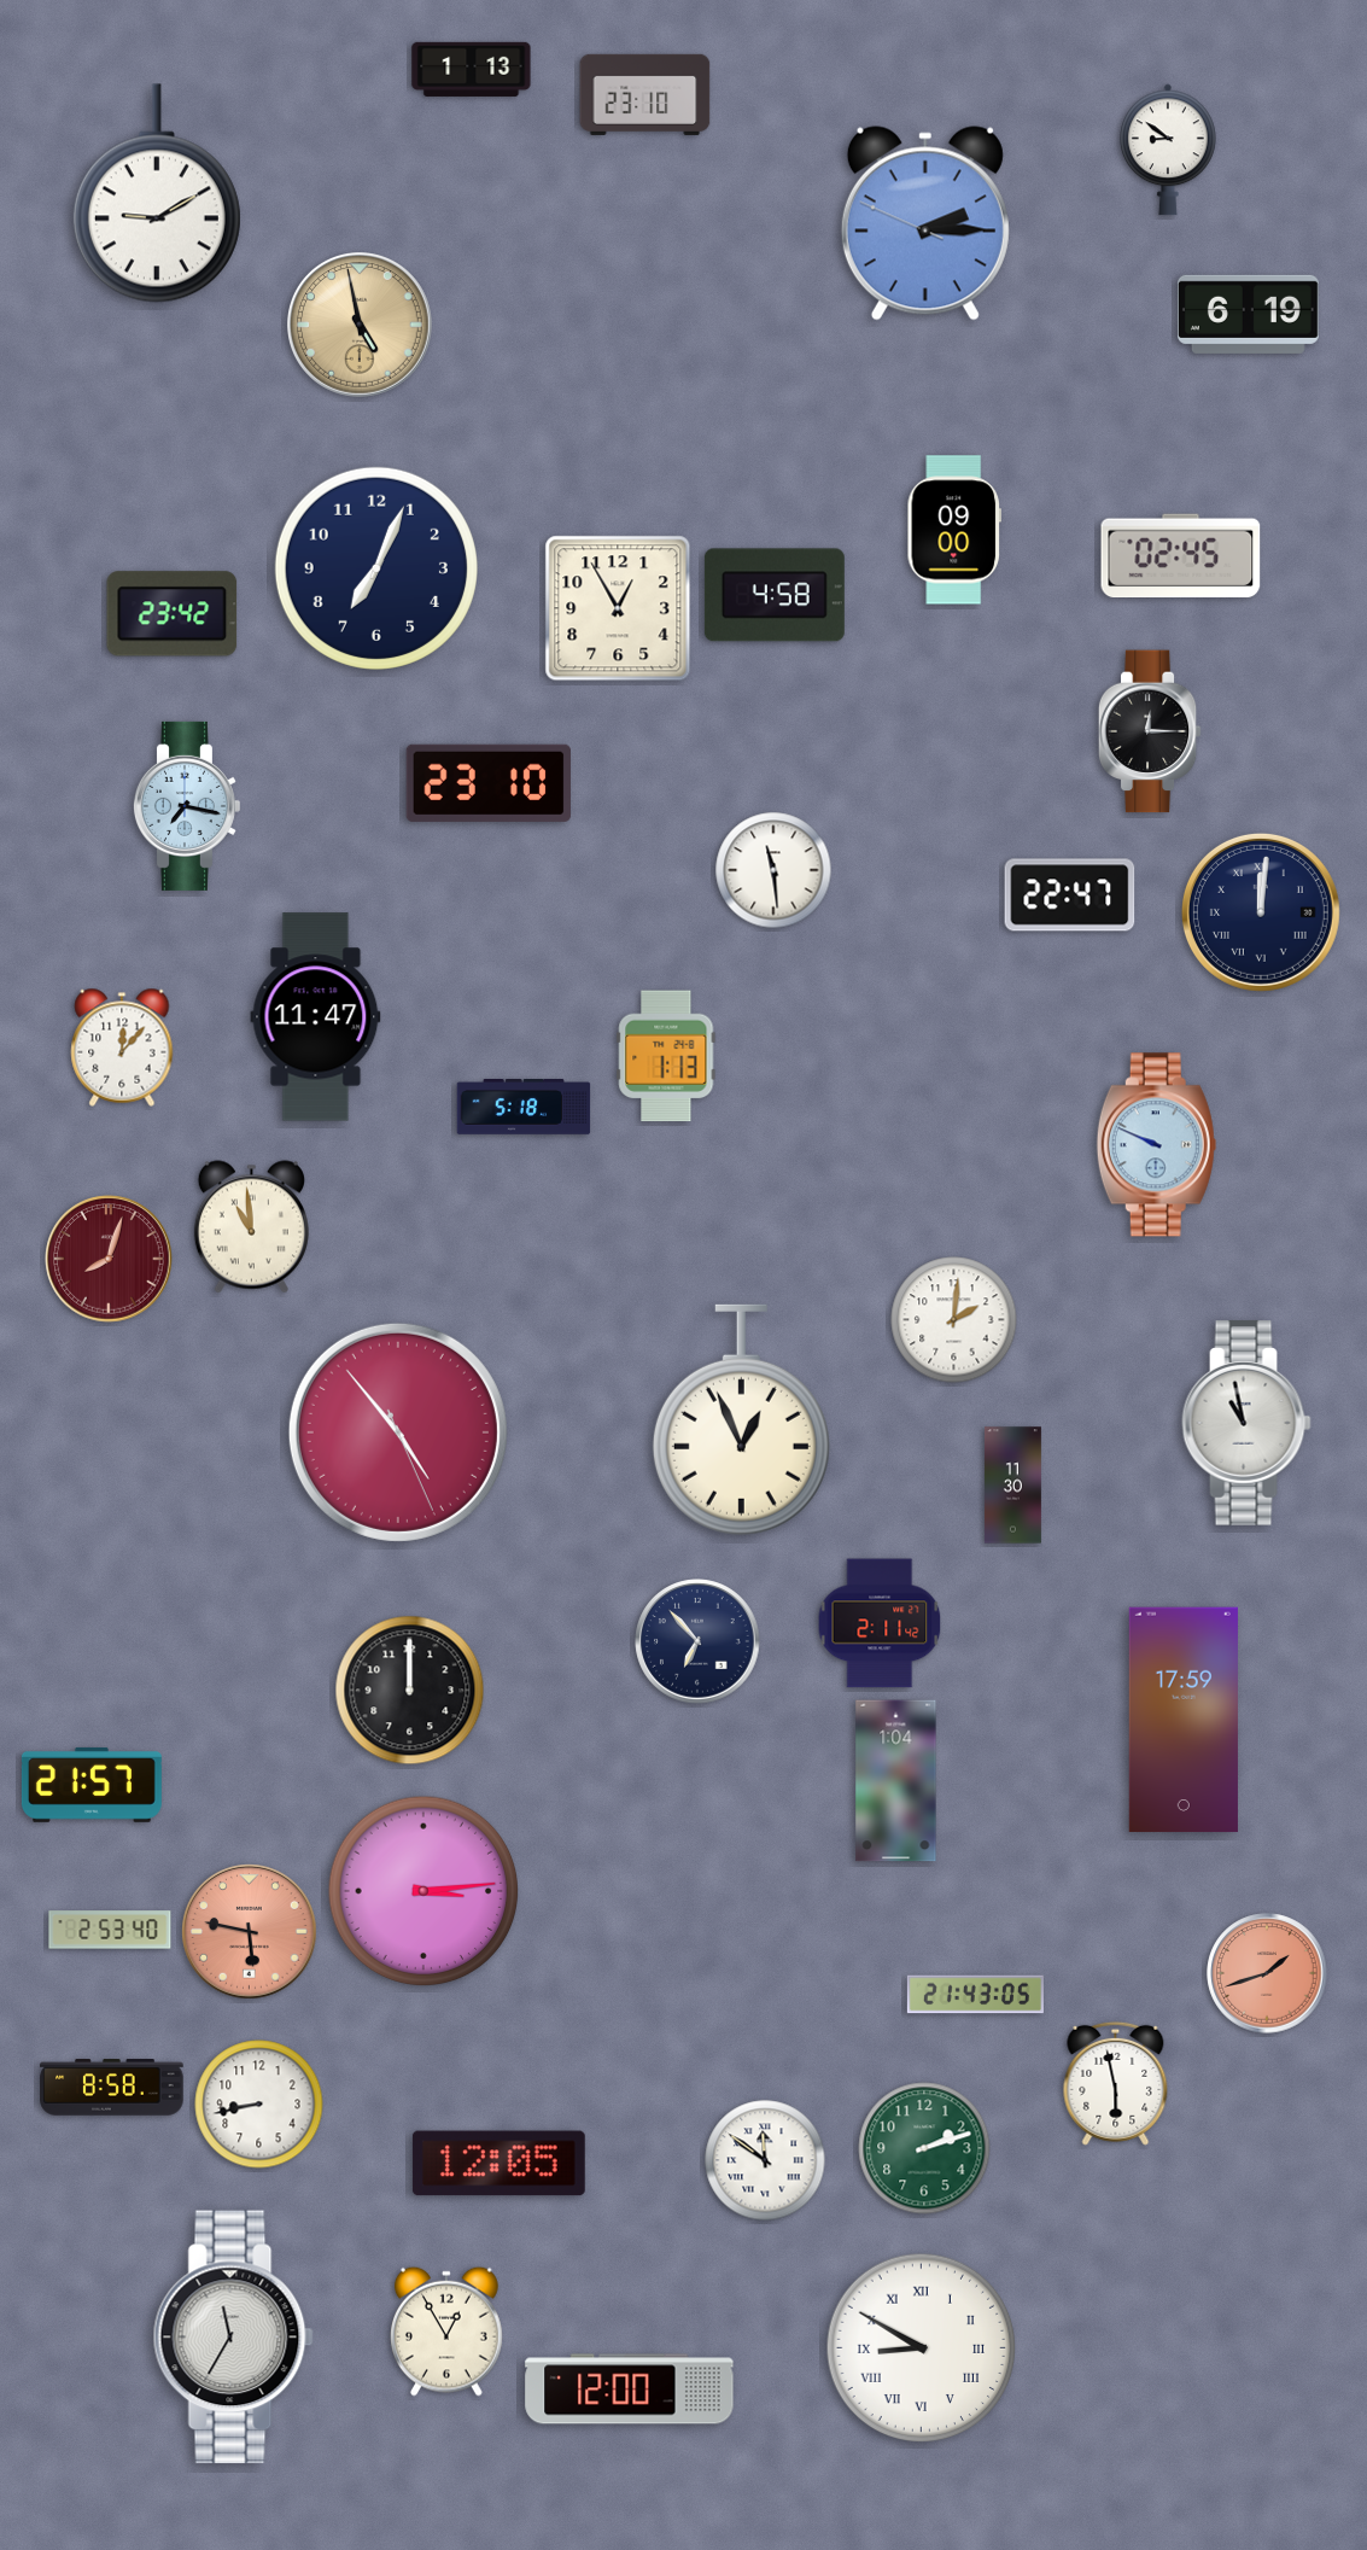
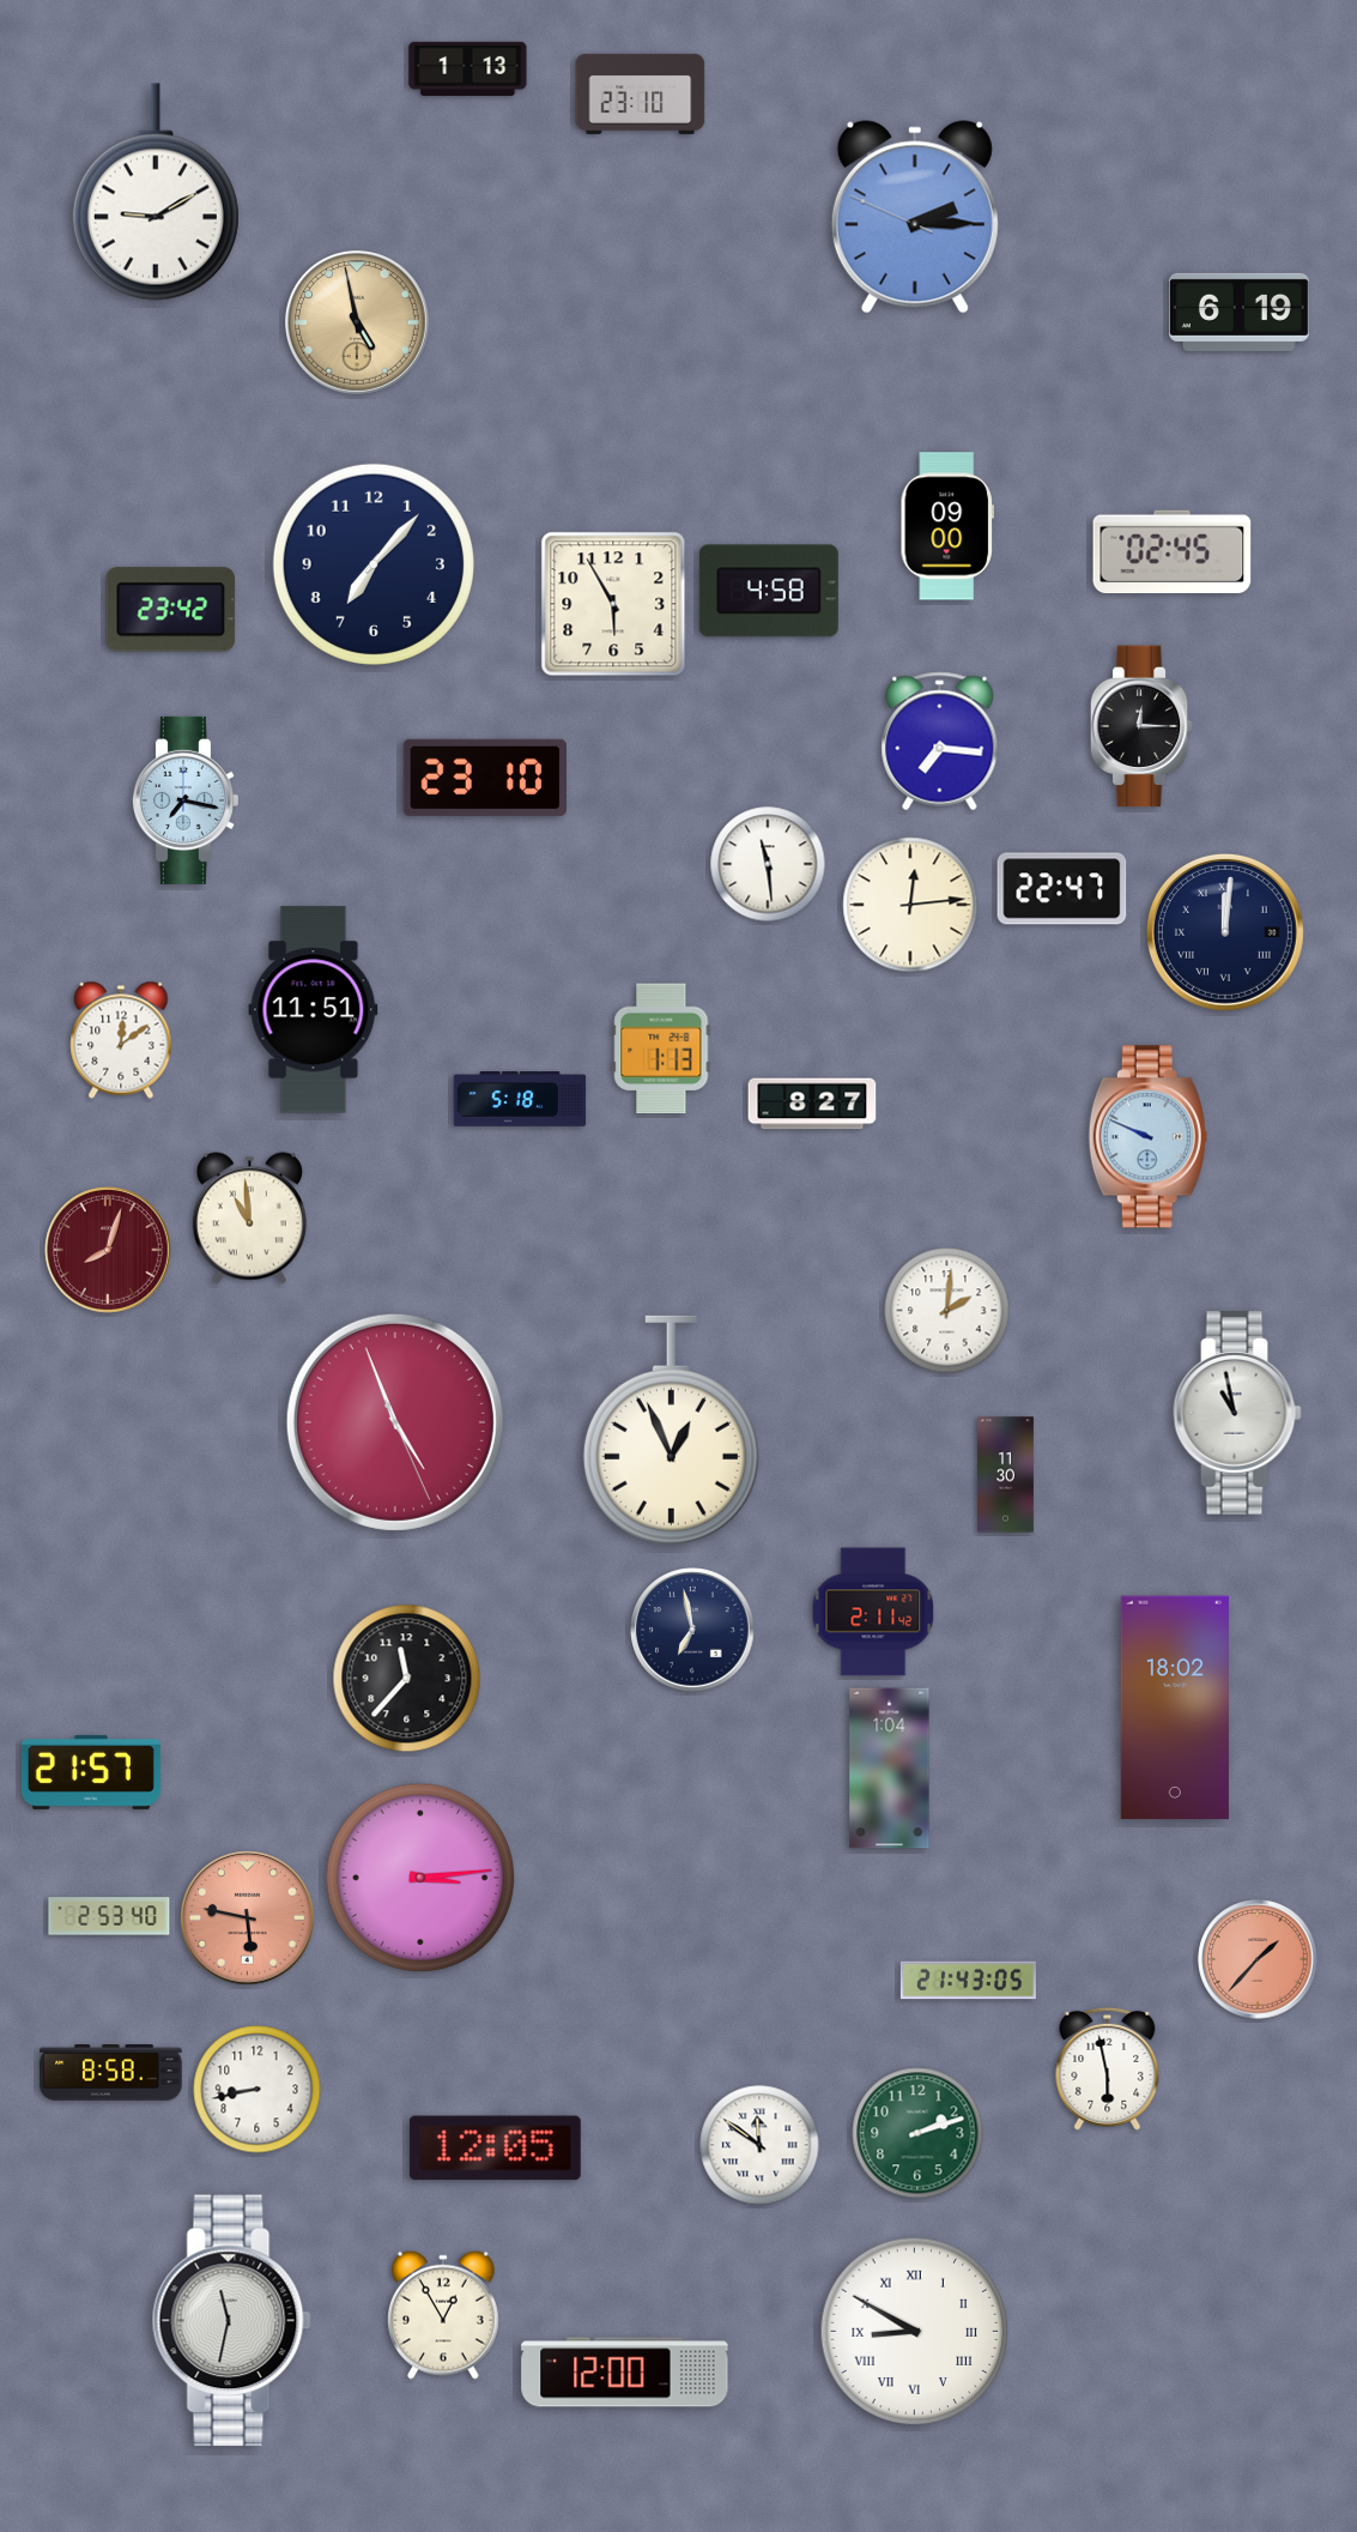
clock at (1168, 150): 8:51 -> none
clock at (925, 223) position: (925, 223) -> (915, 217)
clock at (376, 568): 7:04 -> 7:07
clock at (618, 608): 12:55 -> 5:55
clock at (940, 742): none -> 7:16
clock at (910, 905): none -> 12:14
clock at (1261, 912) position: (1261, 912) -> (1225, 932)
clock at (316, 1017): 11:47 -> 11:51
clock at (122, 1048): 12:07 -> 12:09
clock at (812, 1104): none -> 8:27
clock at (741, 1420) position: (741, 1420) -> (671, 1431)
clock at (398, 1432): 4:53 -> 4:56
clock at (697, 1641): 6:53 -> 6:58
clock at (410, 1691): 12:00 -> 11:37
clock at (1184, 1720): 17:59 -> 18:02
clock at (1267, 1973): 1:42 -> 1:37
clock at (233, 2338): 11:35 -> 11:32
